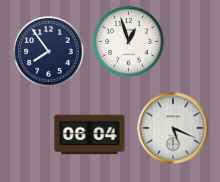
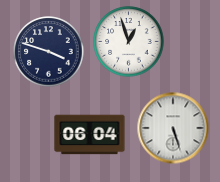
clock at (49, 52): 7:54 -> 3:48
clock at (173, 128): 5:19 -> 5:27
